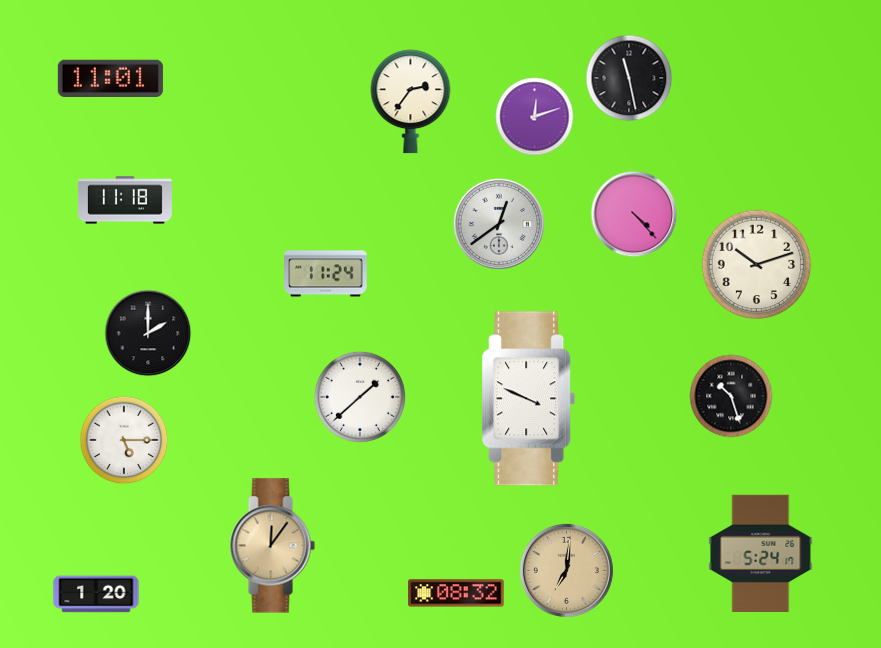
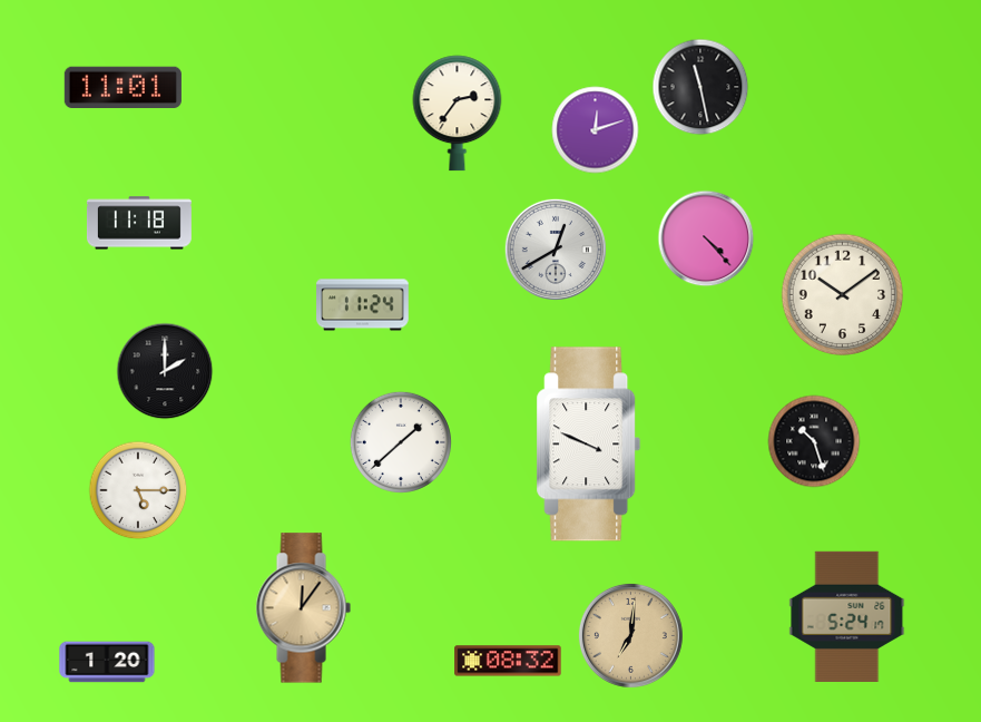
clock at (499, 224): 12:39 -> 12:40
clock at (757, 265): 10:12 -> 10:09
